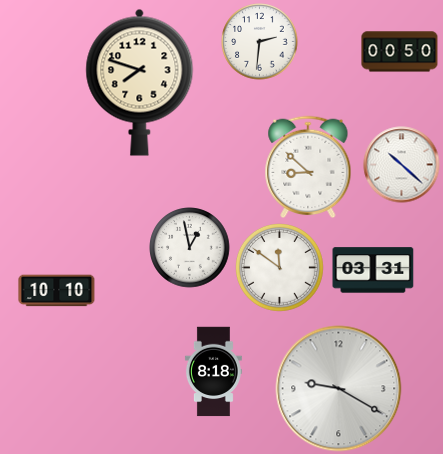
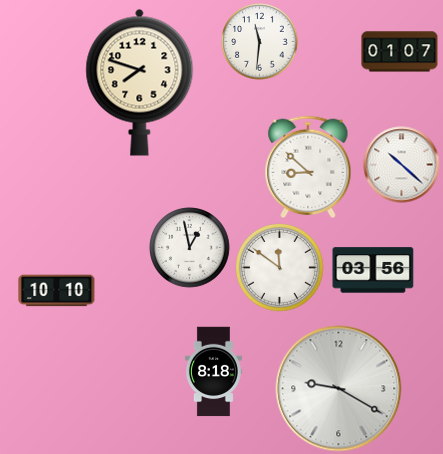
clock at (260, 42): 2:31 -> 11:31
clock at (400, 52): 00:50 -> 01:07
clock at (373, 270): 03:31 -> 03:56
